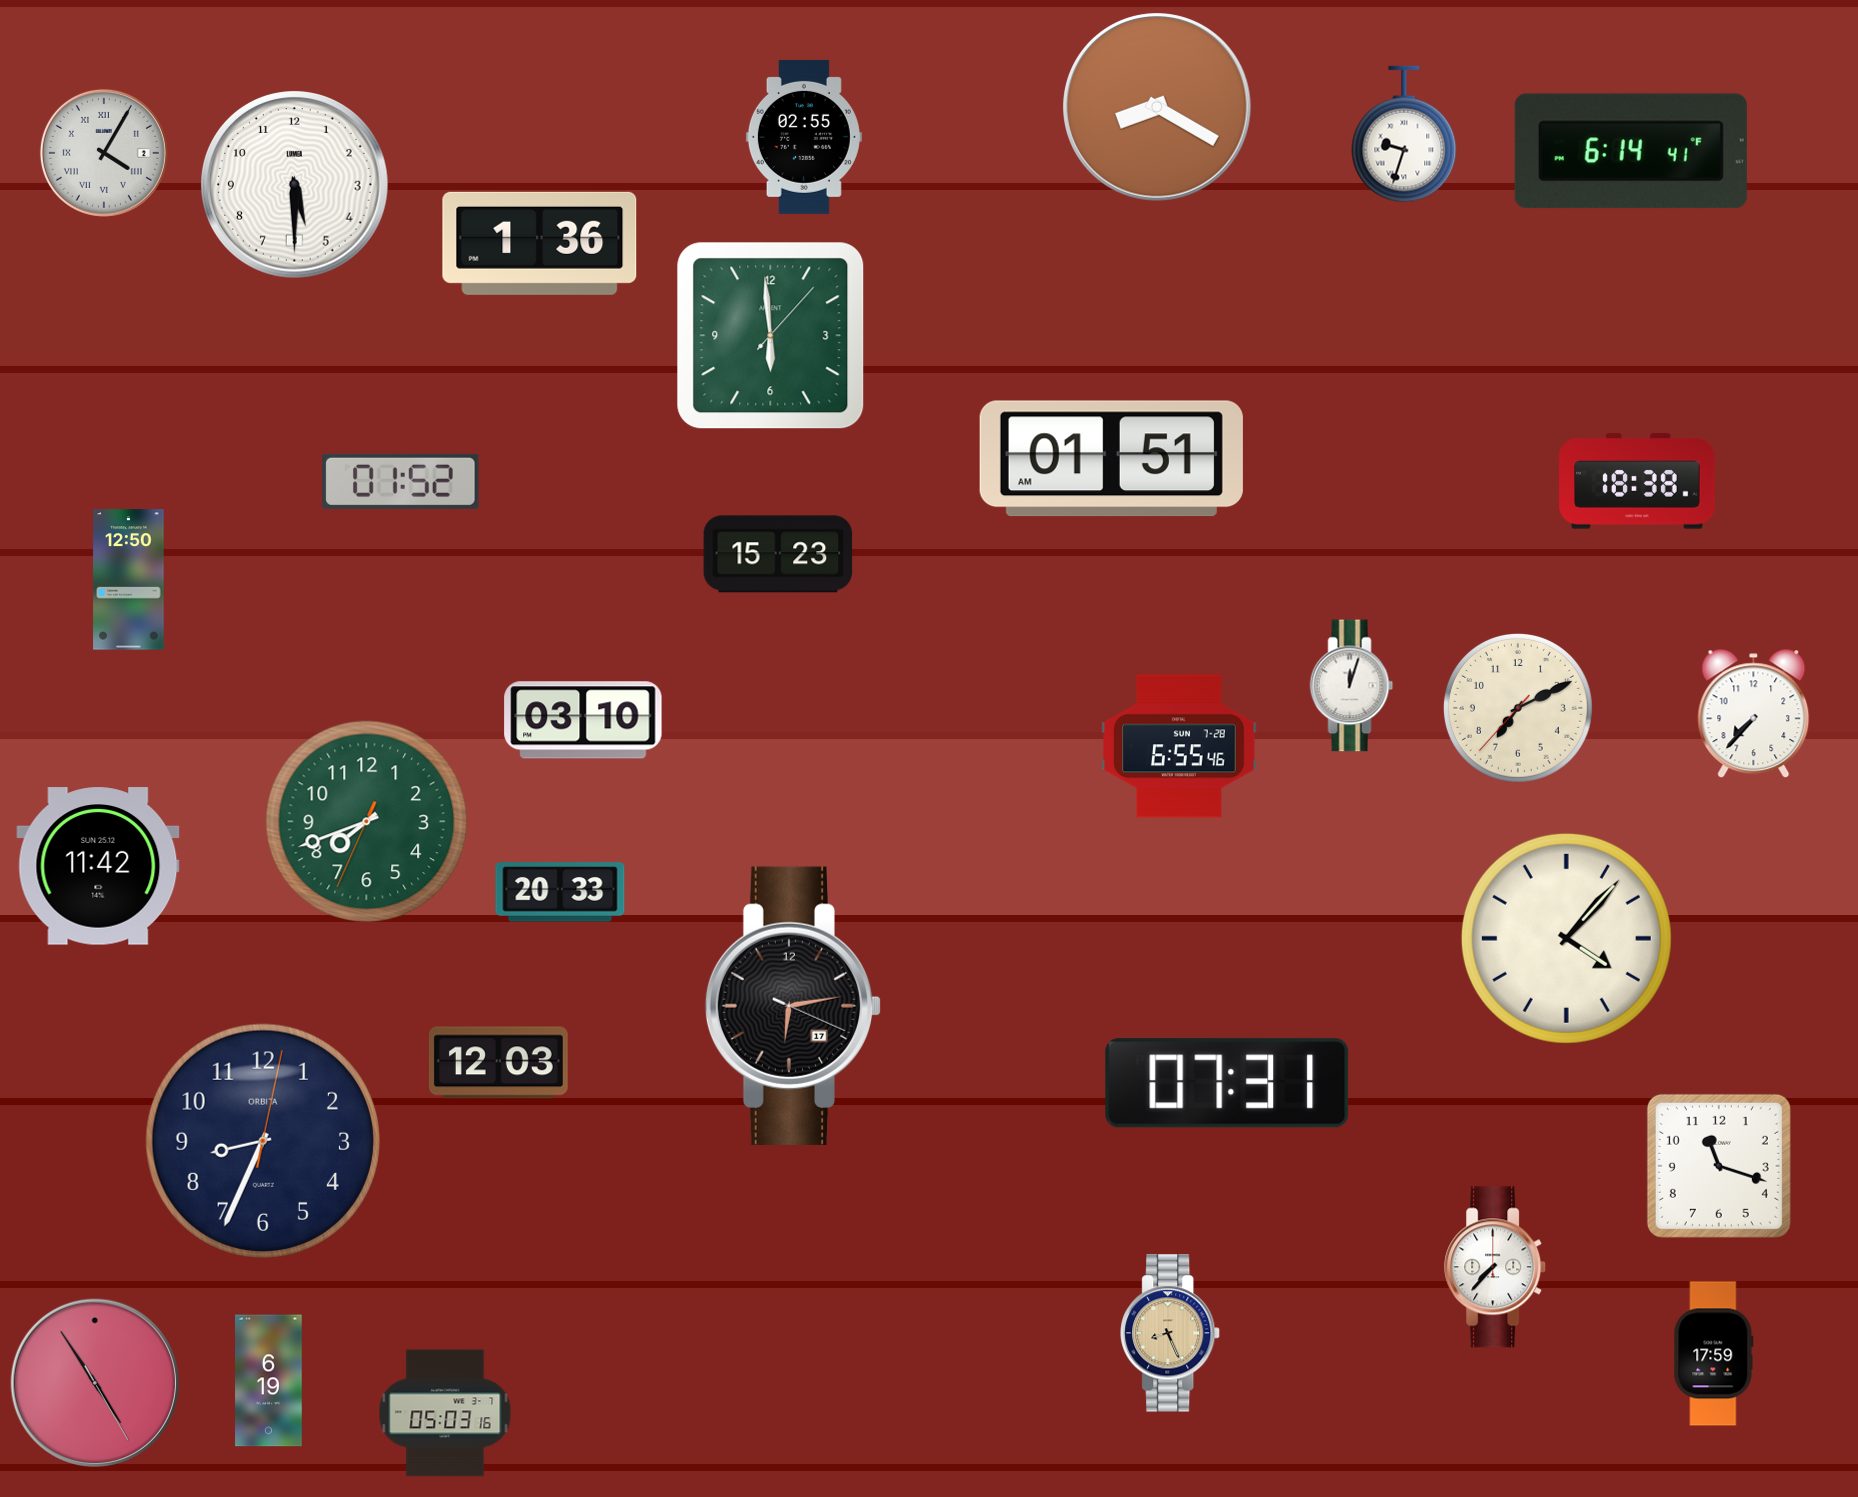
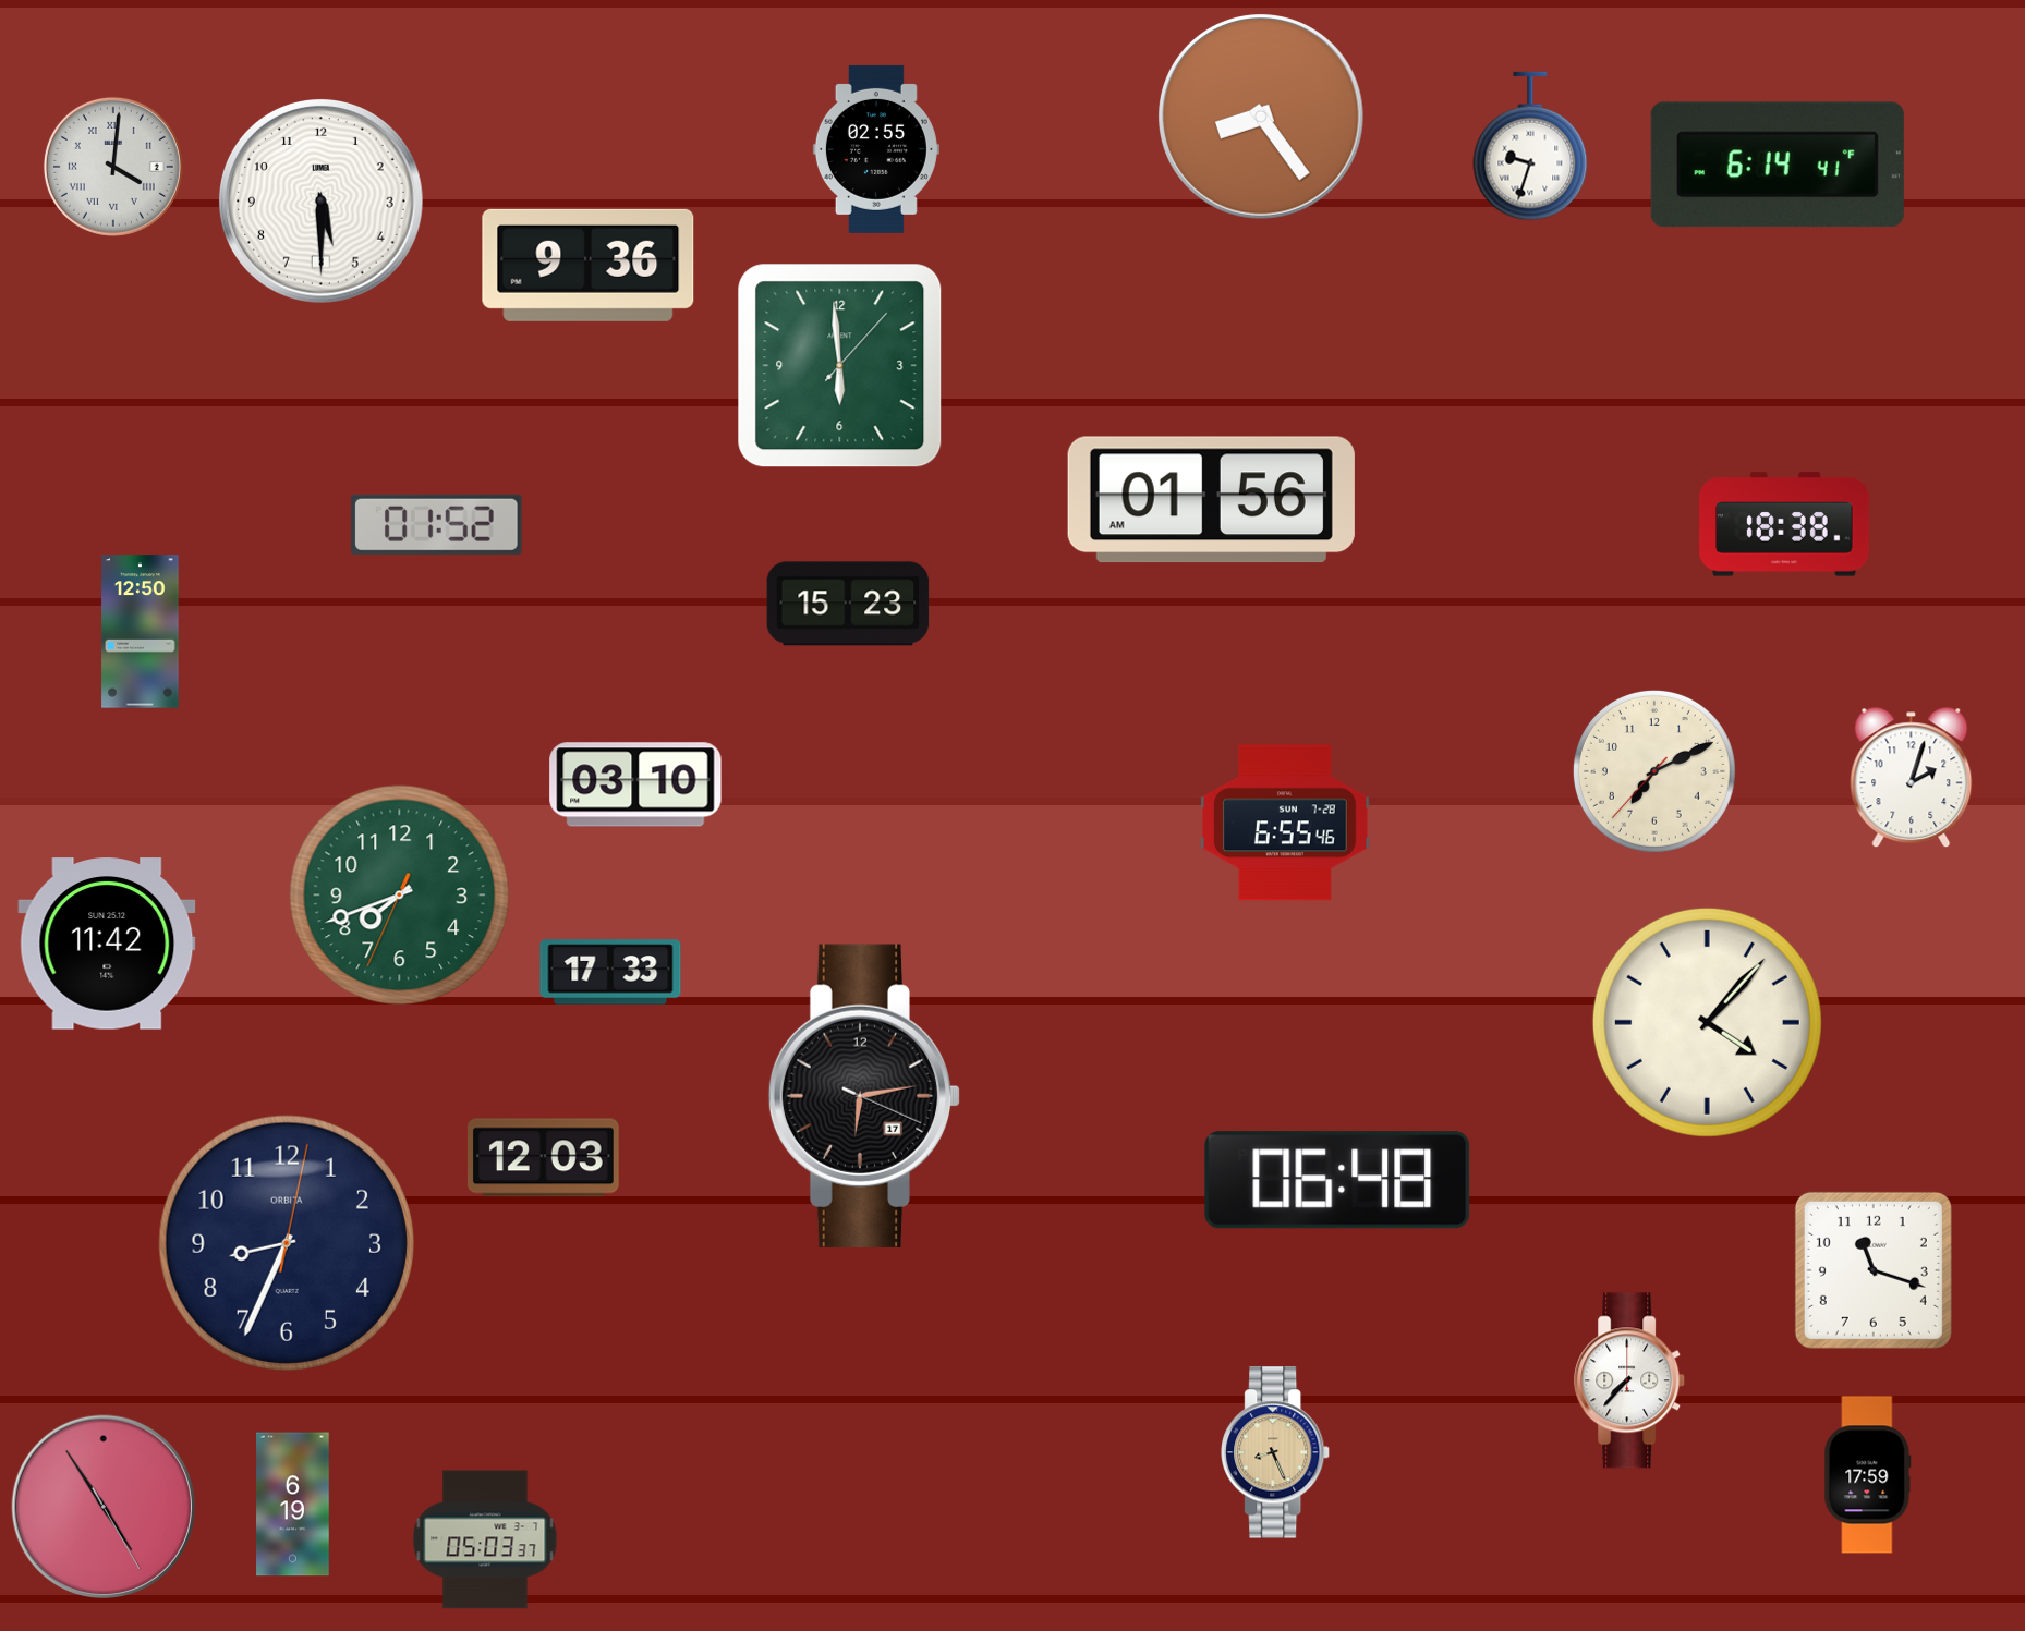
clock at (1158, 108): 8:20 -> 8:24
clock at (104, 153): 4:05 -> 4:01
clock at (540, 243): 1:36 -> 9:36
clock at (1111, 459): 01:51 -> 01:56
clock at (1352, 686): 12:03 -> none
clock at (1754, 714): 7:37 -> 2:03
clock at (1179, 746) position: (1179, 746) -> (1285, 823)
clock at (560, 892): 20:33 -> 17:33
clock at (1227, 1083): 07:31 -> 06:48
clock at (445, 1413): 05:03:16 -> 05:03:37
